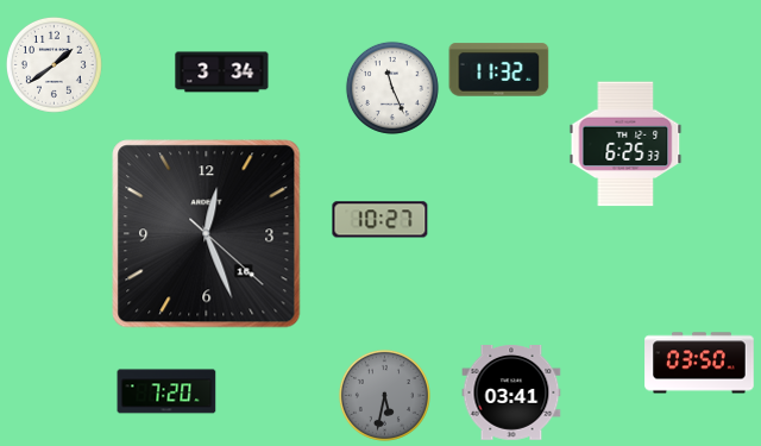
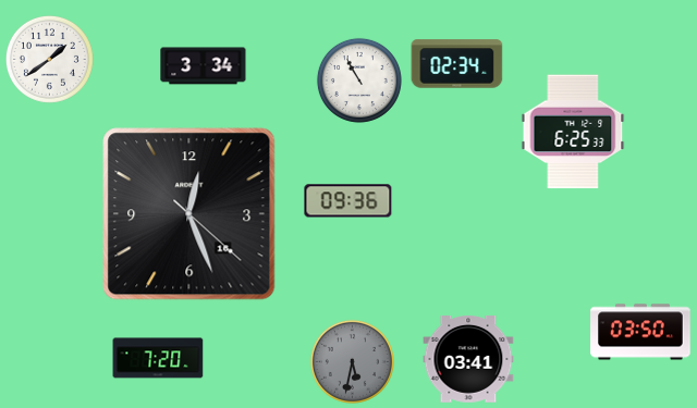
clock at (499, 70): 11:32 -> 02:34
clock at (392, 88): 11:26 -> 10:55
clock at (380, 220): 10:27 -> 09:36
clock at (166, 391) position: (166, 391) -> (158, 358)
